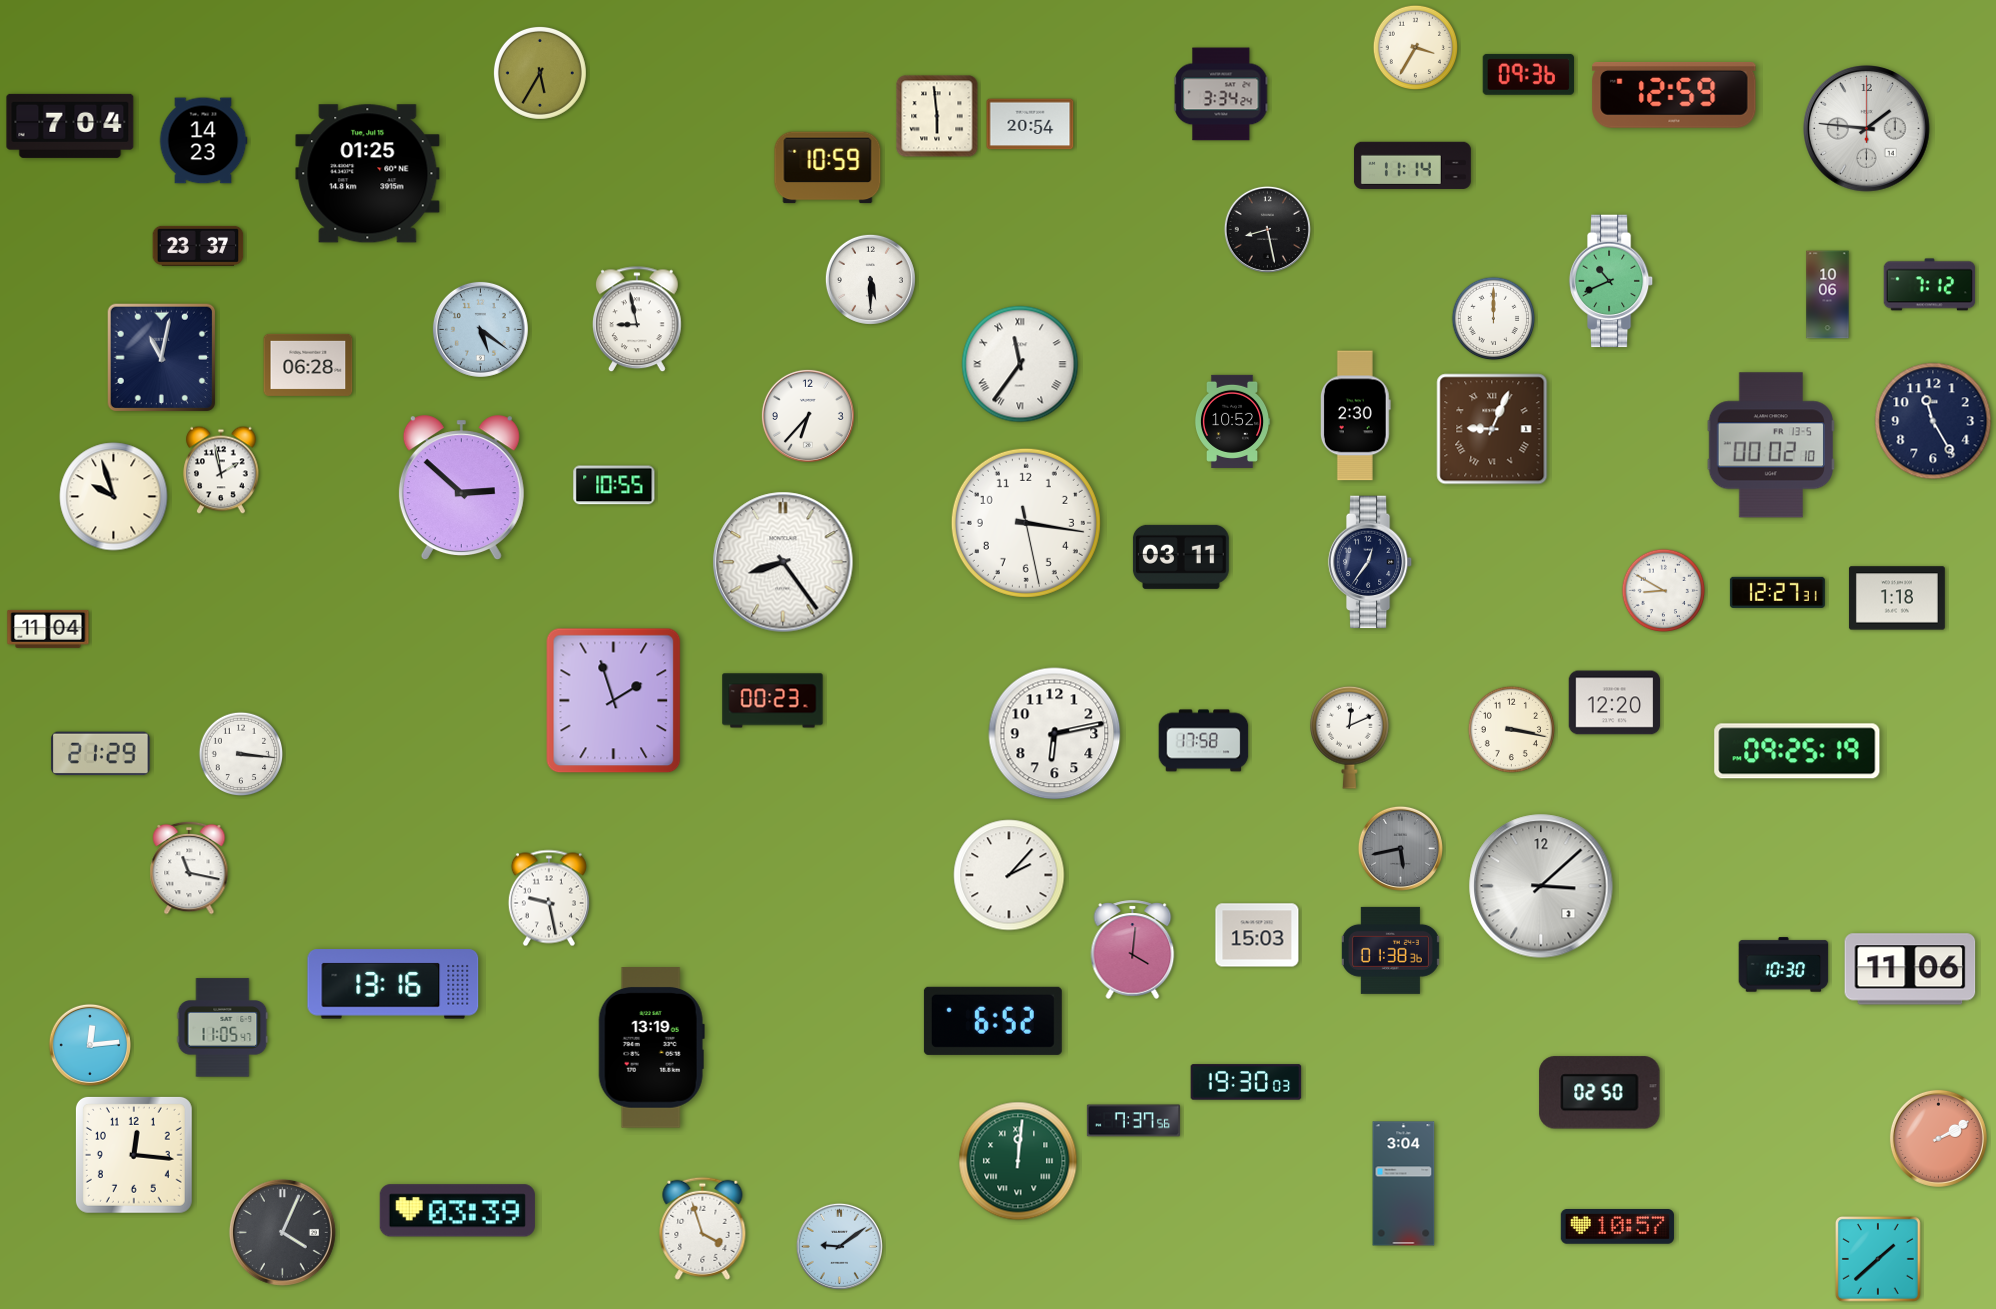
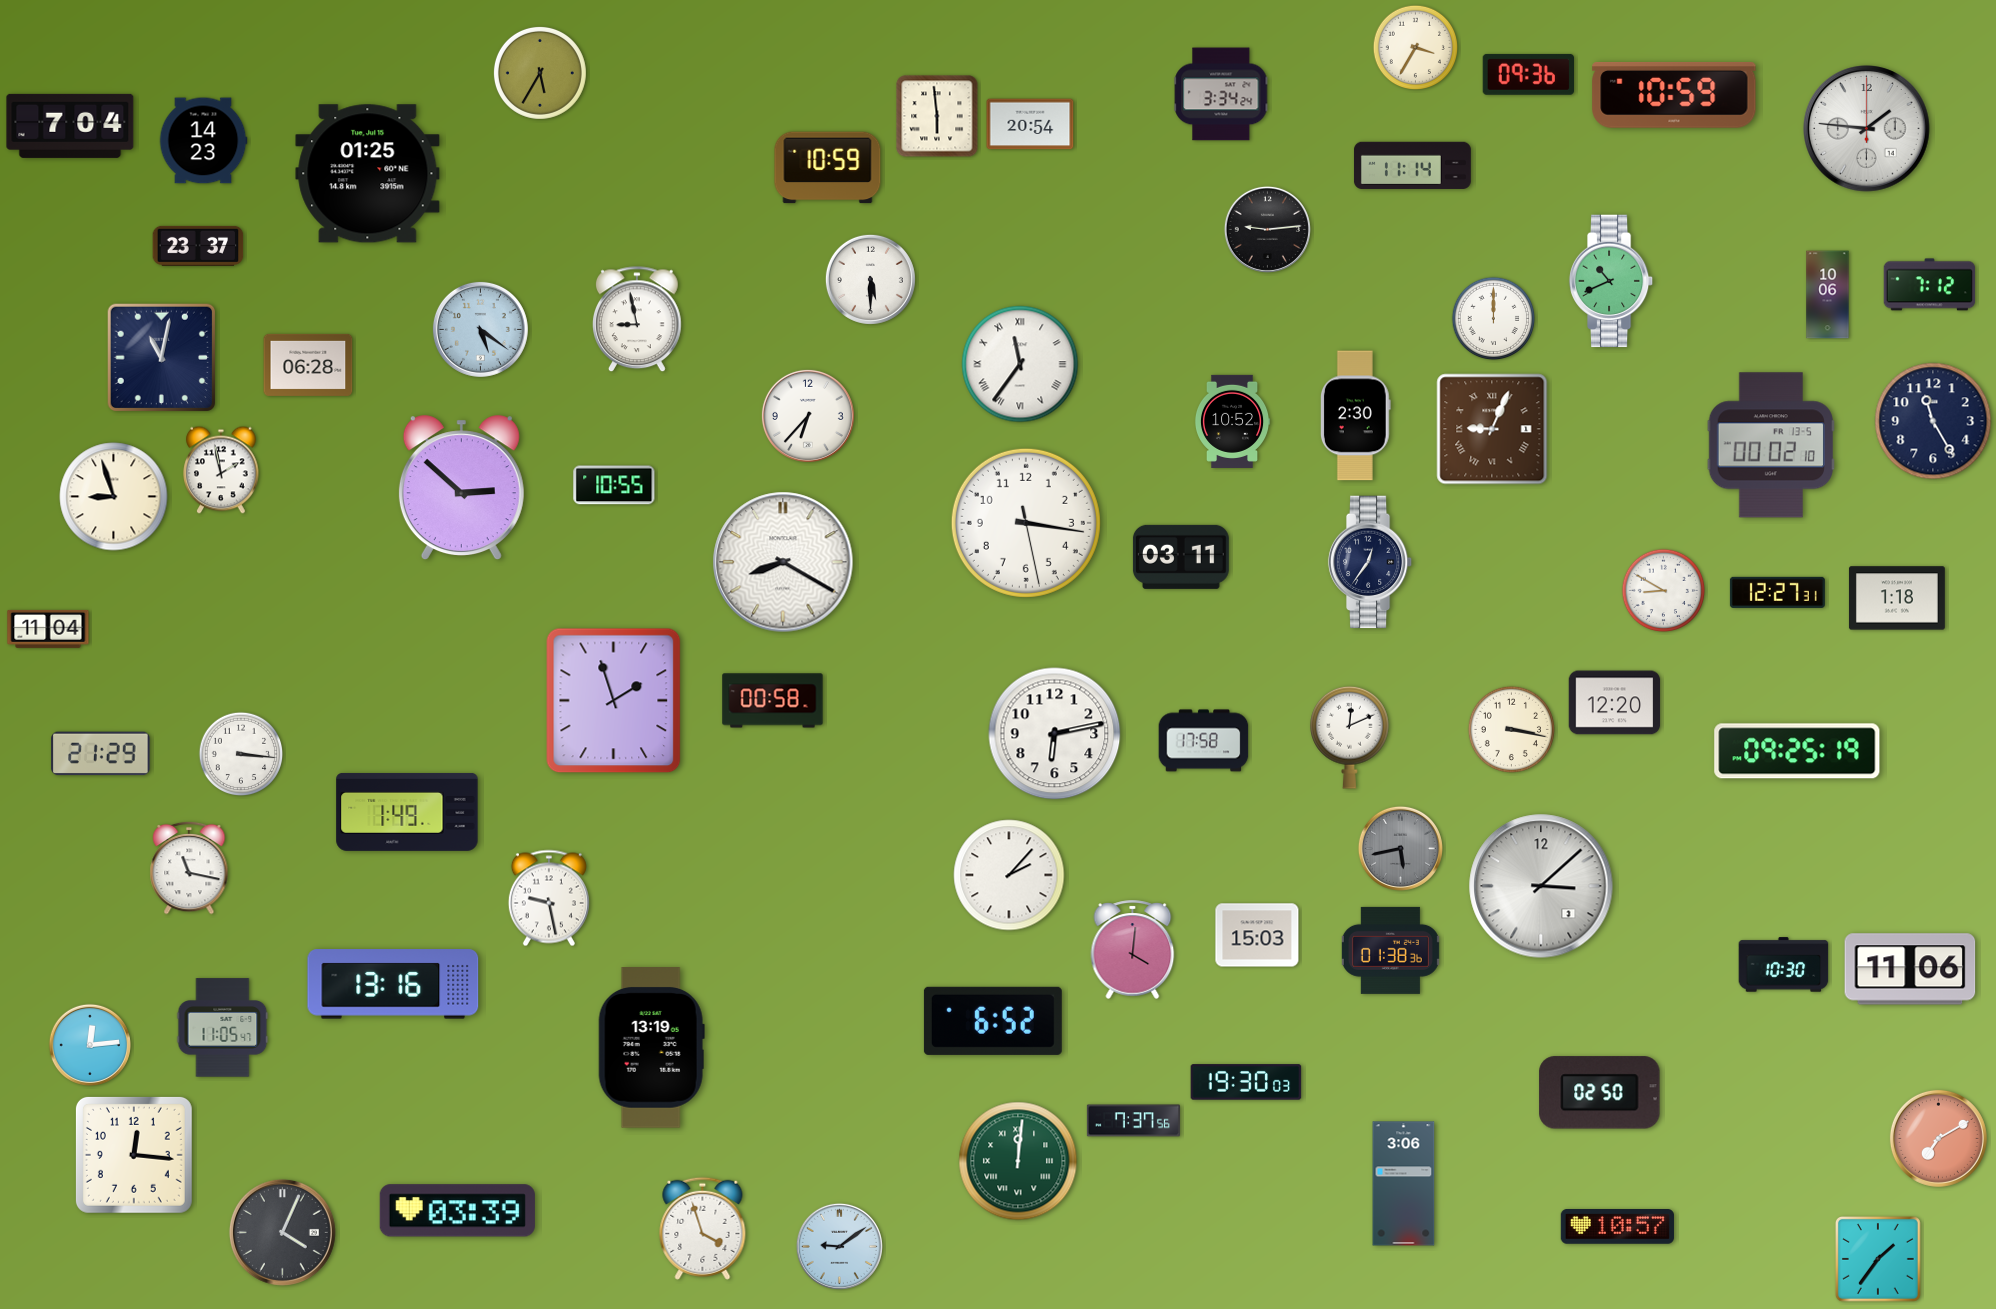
clock at (1674, 95): 12:59 -> 10:59
clock at (1267, 229): 8:28 -> 9:14
clock at (114, 497): 9:57 -> 8:57
clock at (783, 562): 8:24 -> 8:20
clock at (773, 701): 00:23 -> 00:58
clock at (407, 812): none -> 1:49
clock at (1938, 1138): 2:10 -> 7:10
clock at (1404, 1184): 3:04 -> 3:06
clock at (1878, 1259): 1:38 -> 1:36
